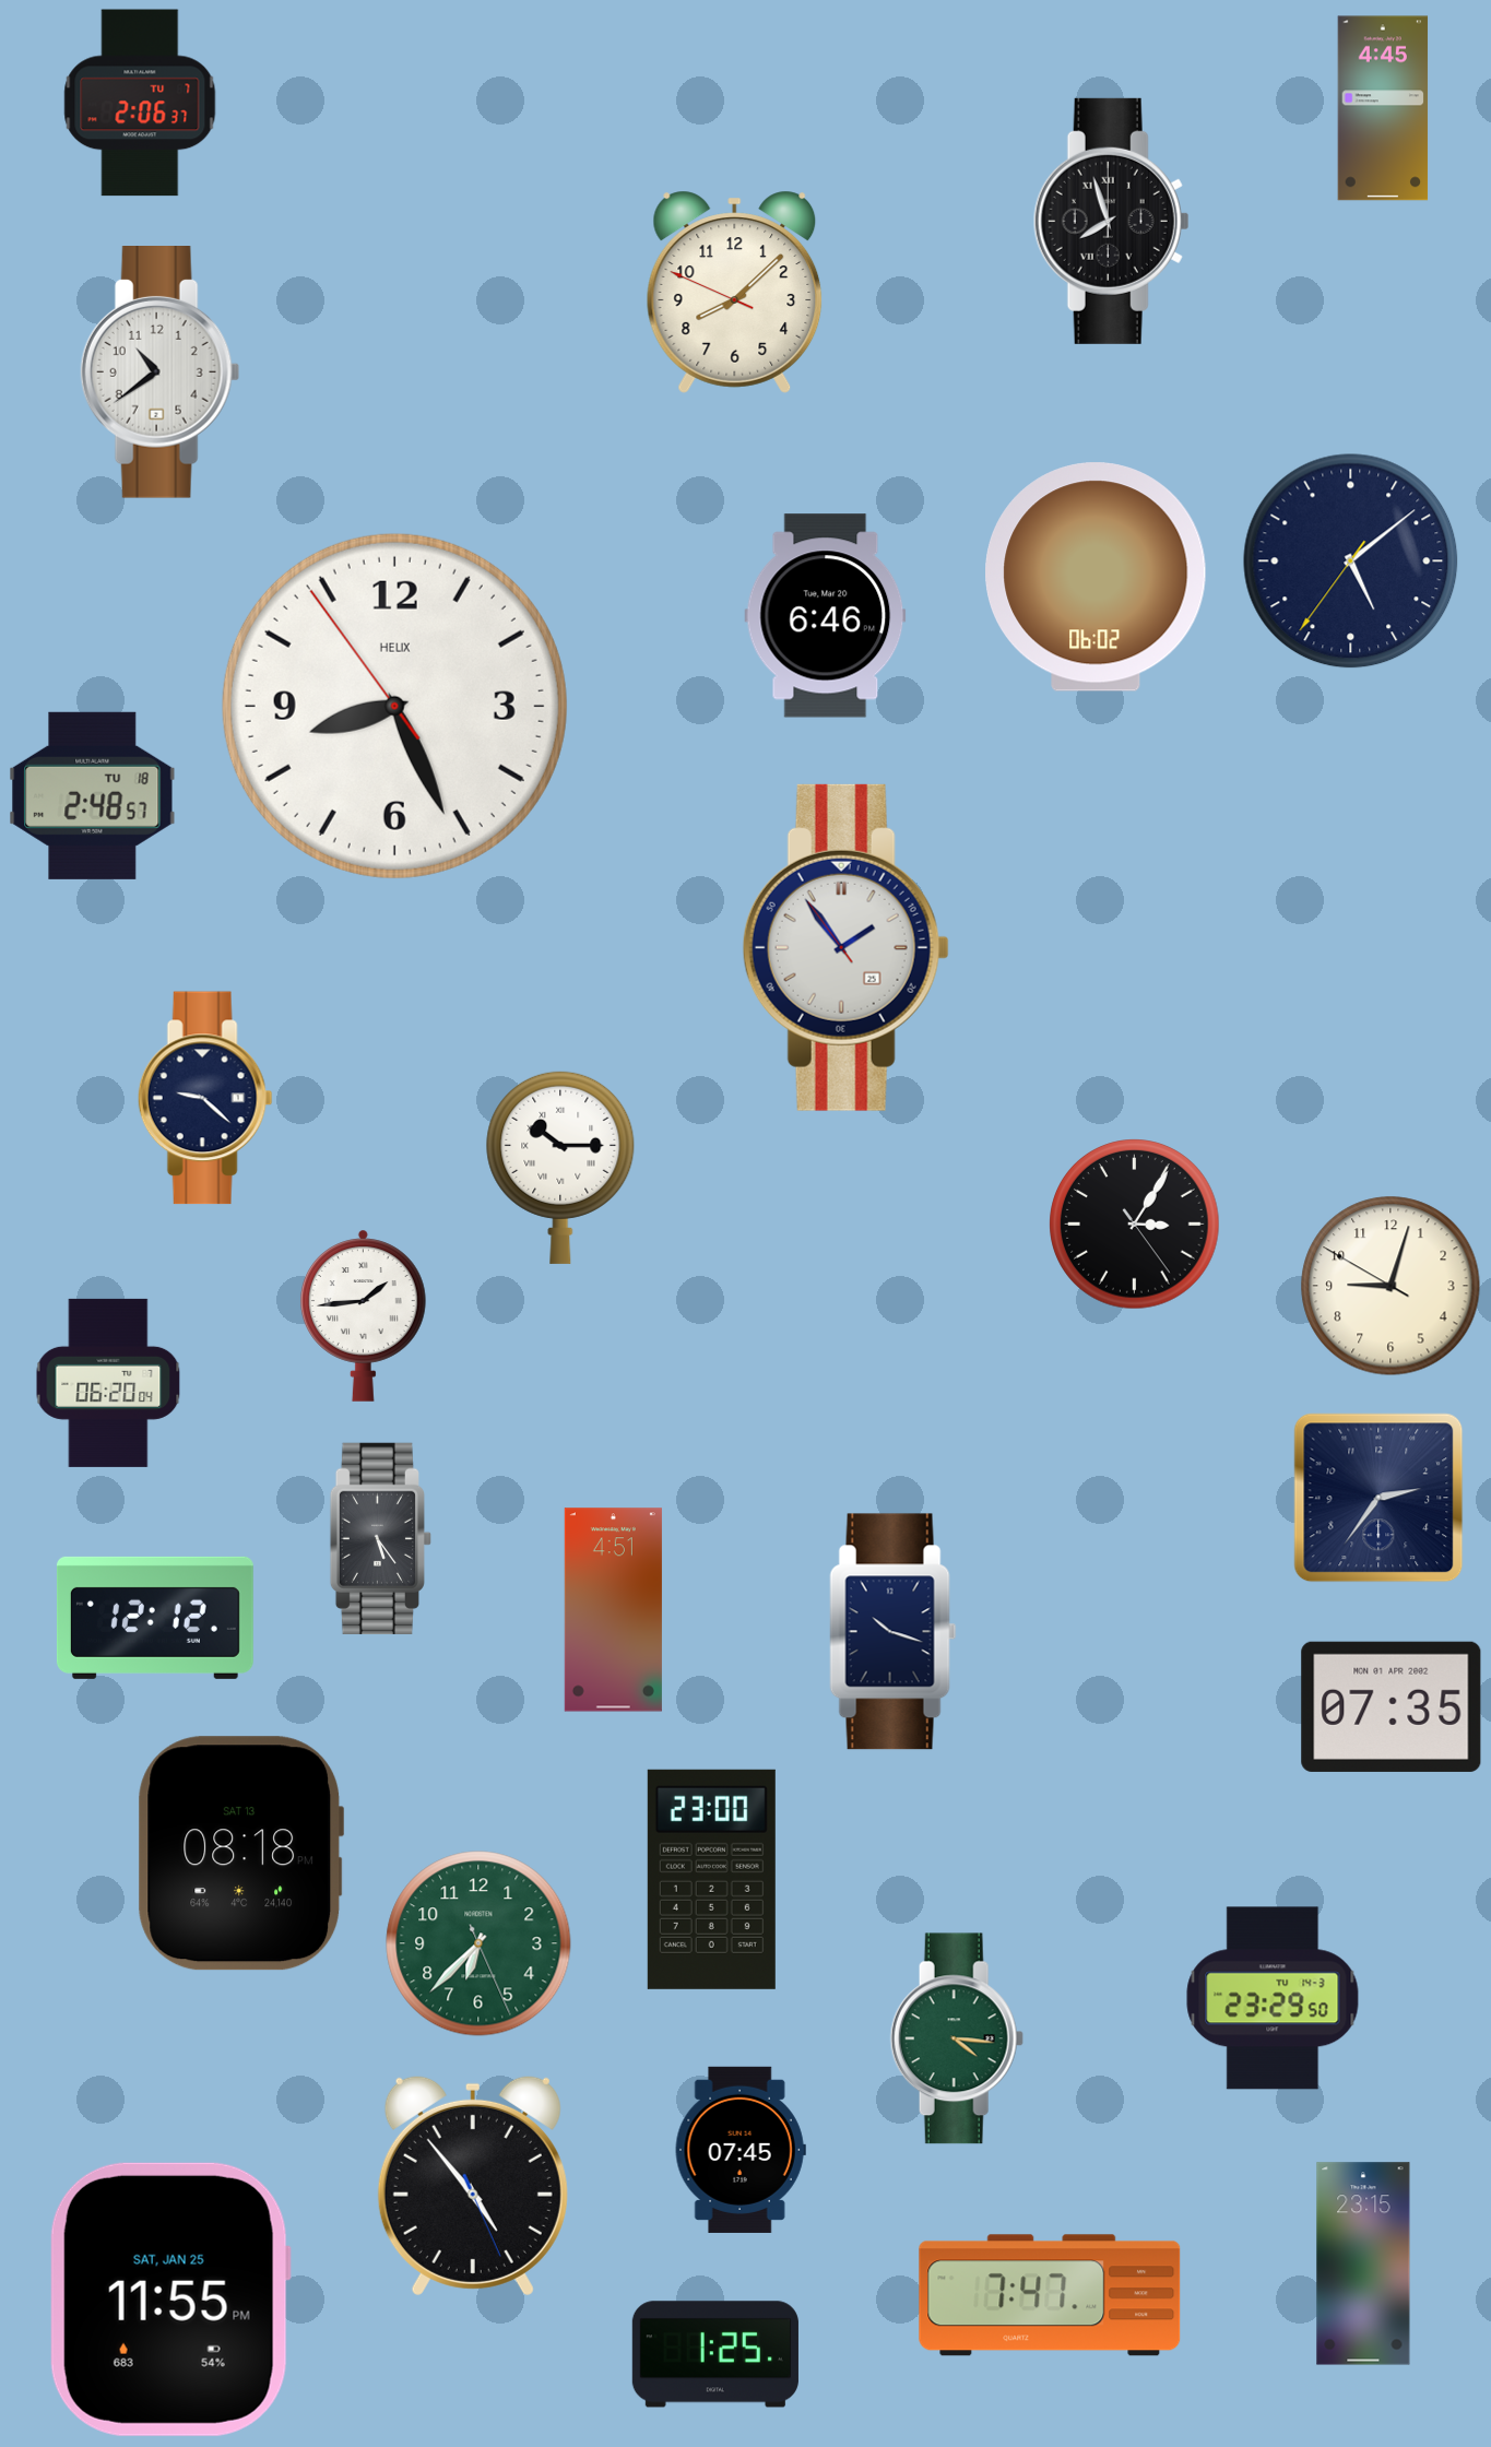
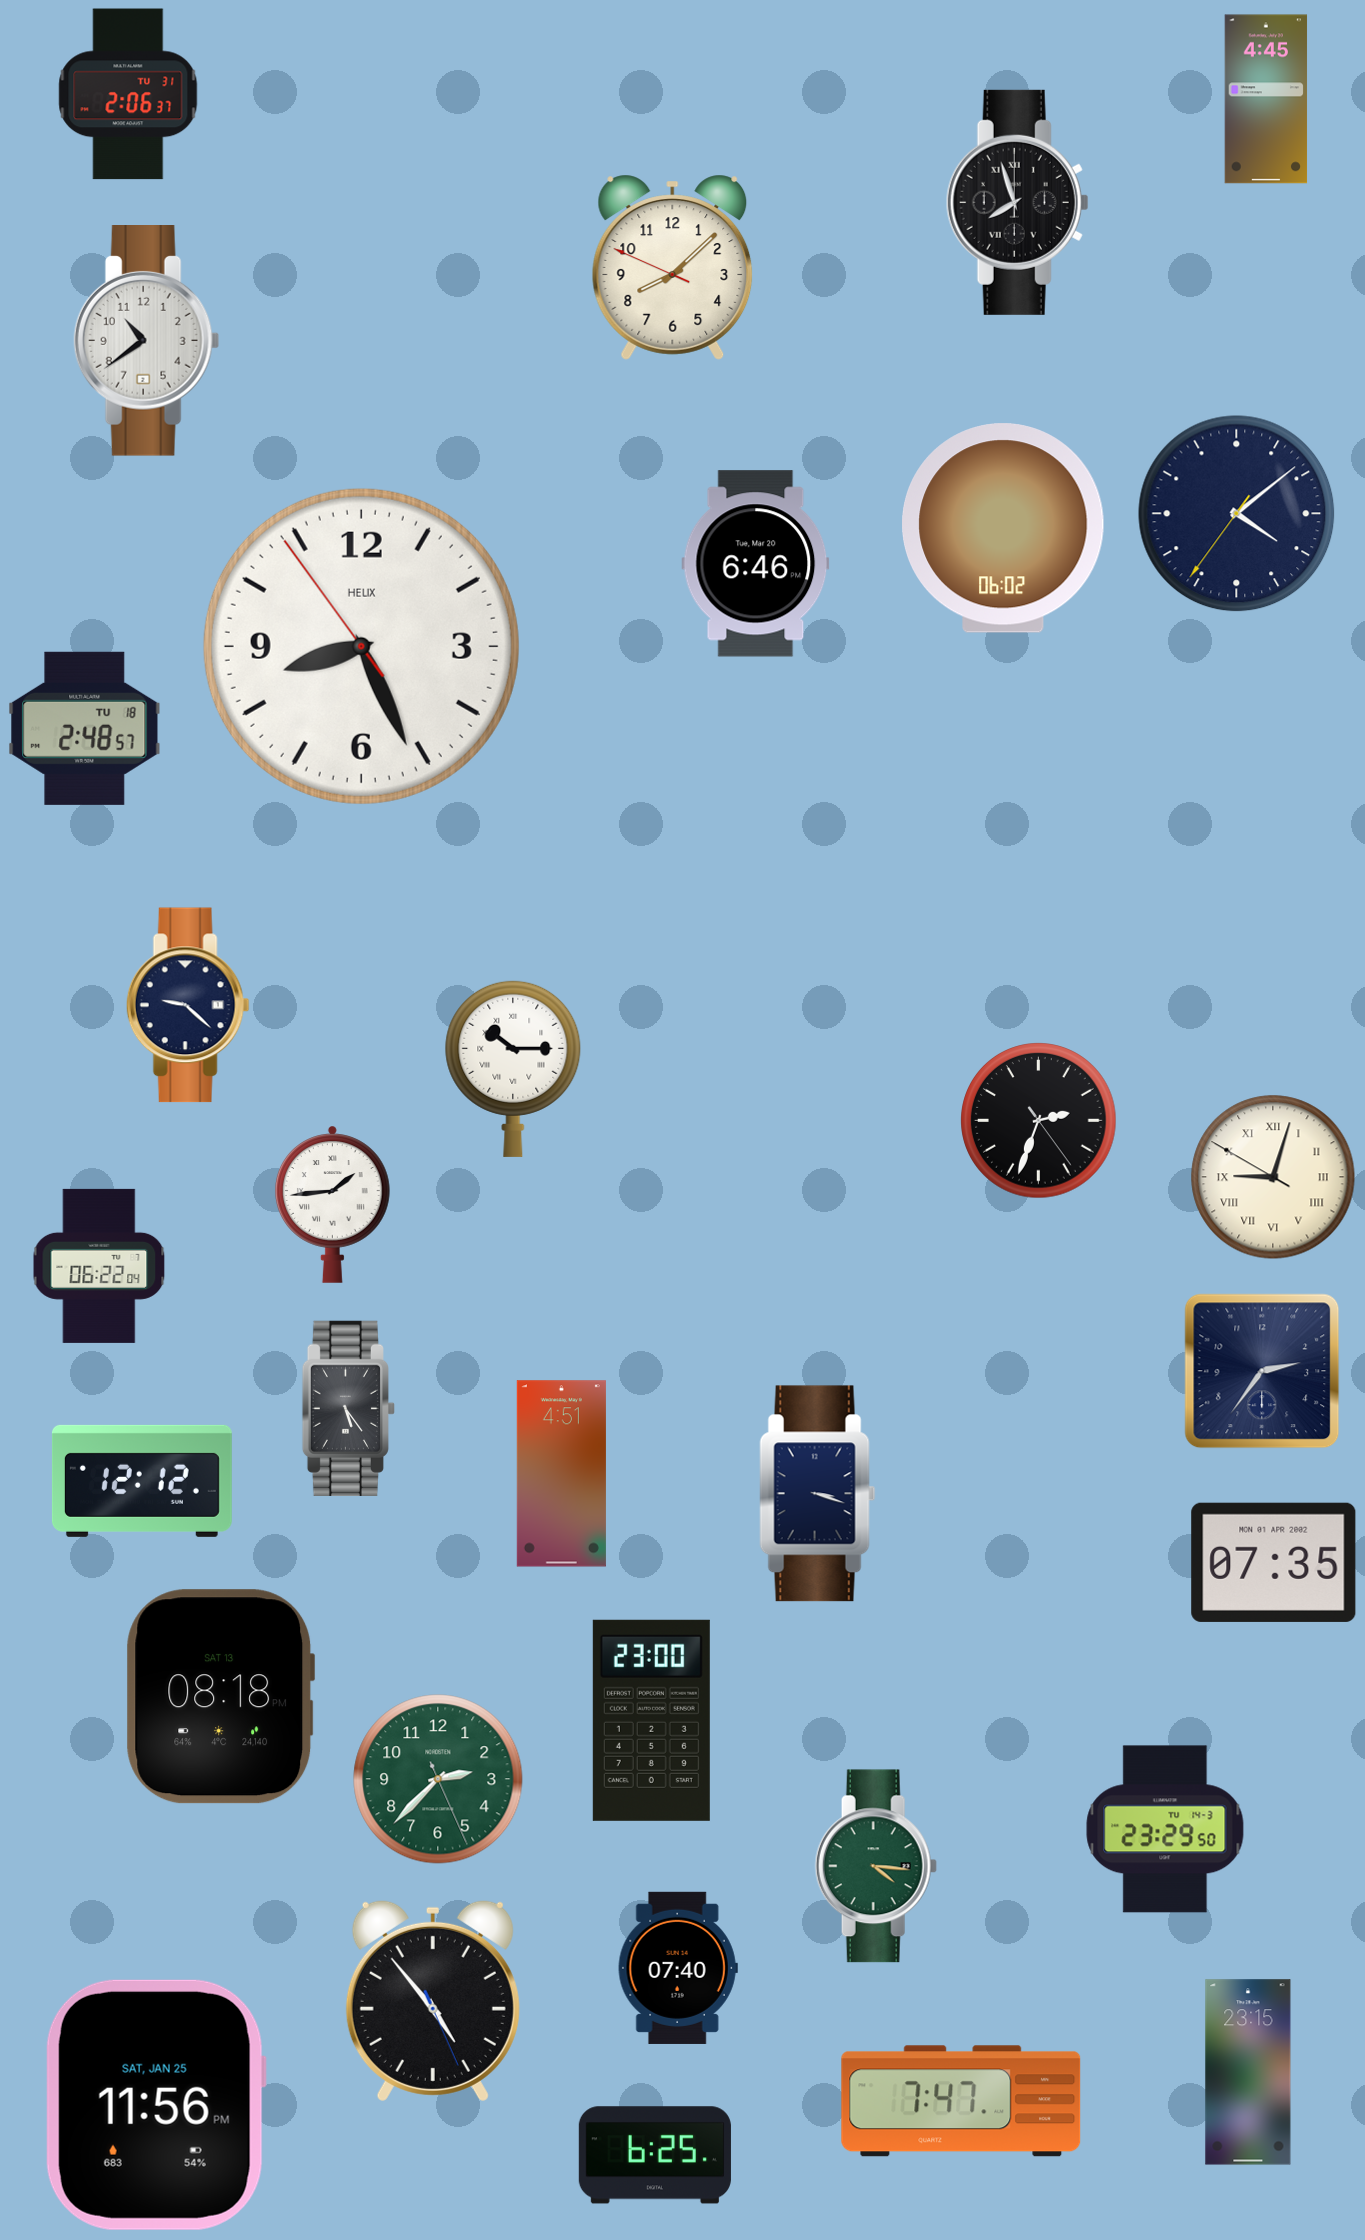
clock at (140, 103) date: TU 7 -> TU 31
clock at (1351, 561): 5:08 -> 4:08
clock at (845, 947): 1:53 -> none
clock at (1135, 1225): 3:05 -> 2:33
clock at (1391, 1286) numerals: Arabic -> Roman
clock at (108, 1383): 06:20 -> 06:22
clock at (894, 1632): 10:18 -> 3:18
clock at (478, 1943): 6:37 -> 2:37
clock at (741, 2150): 07:45 -> 07:40
clock at (170, 2300): 11:55 -> 11:56
clock at (715, 2354): 1:25 -> 6:25
